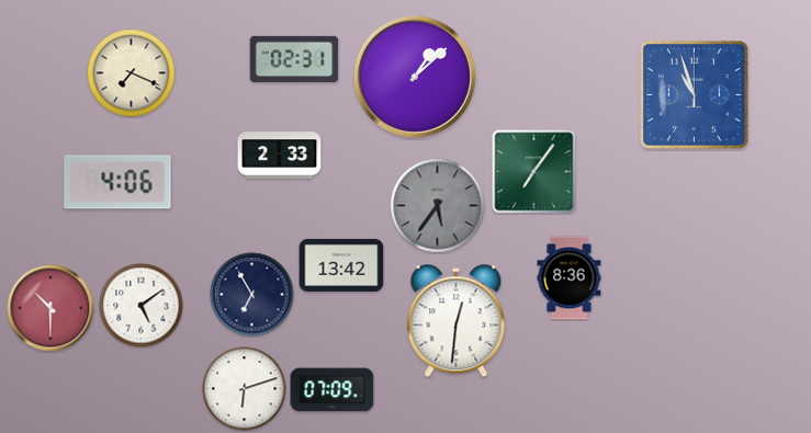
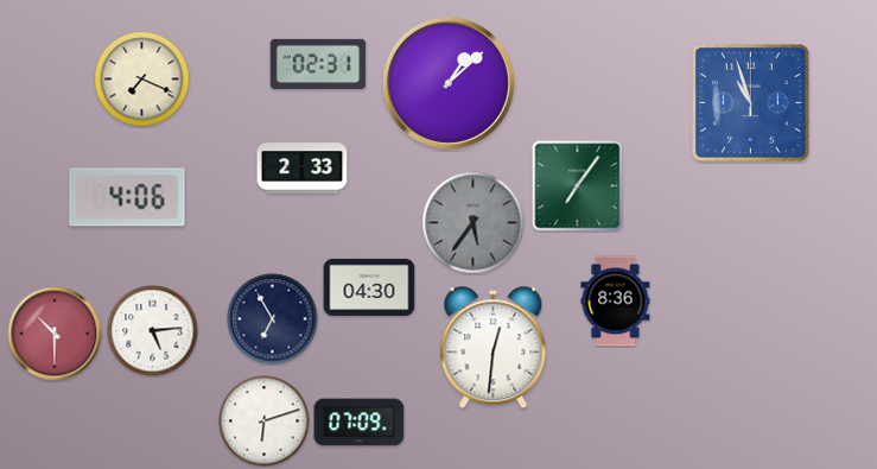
clock at (341, 265): 13:42 -> 04:30
clock at (142, 306): 5:09 -> 5:14
